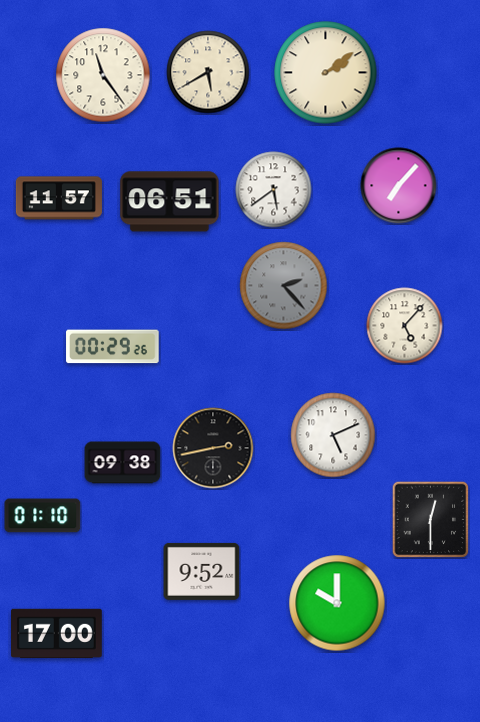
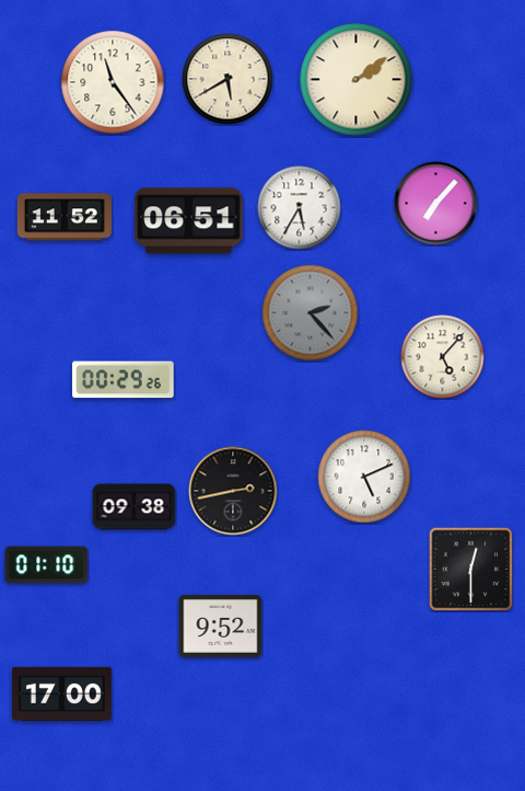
clock at (274, 190): 5:39 -> 5:35
clock at (59, 198): 11:57 -> 11:52
clock at (170, 202) position: (170, 202) -> (189, 221)
clock at (337, 603): 10:00 -> none
